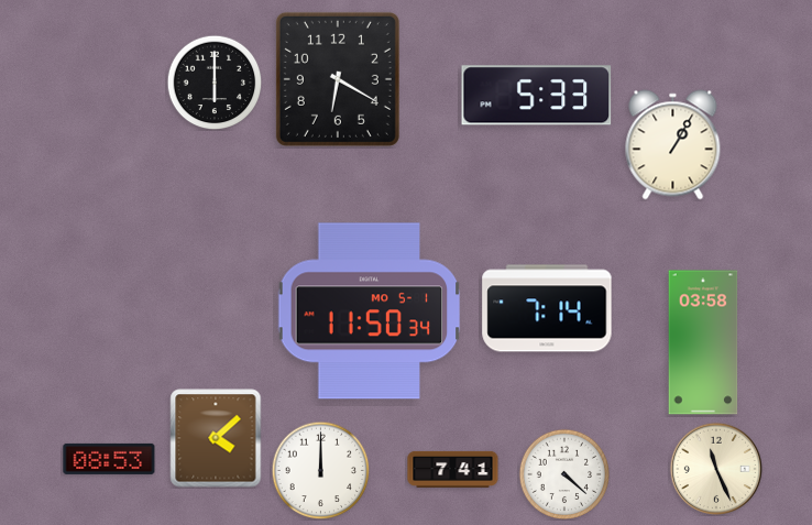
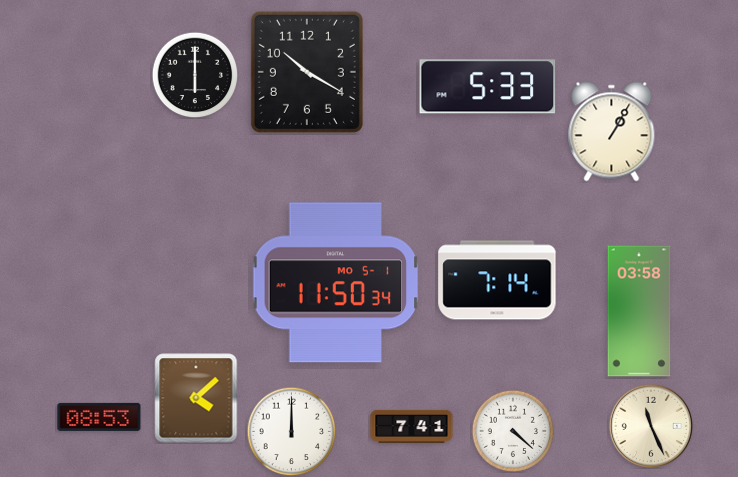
clock at (338, 79): 6:20 -> 10:20
clock at (320, 470) position: (320, 470) -> (291, 431)
